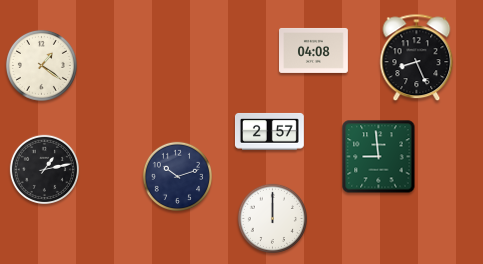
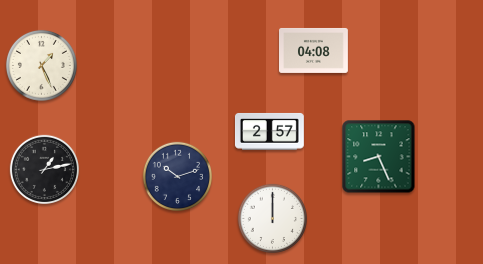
clock at (417, 58): 8:26 -> none
clock at (41, 65): 1:21 -> 1:26
clock at (379, 157): 8:59 -> 8:26
